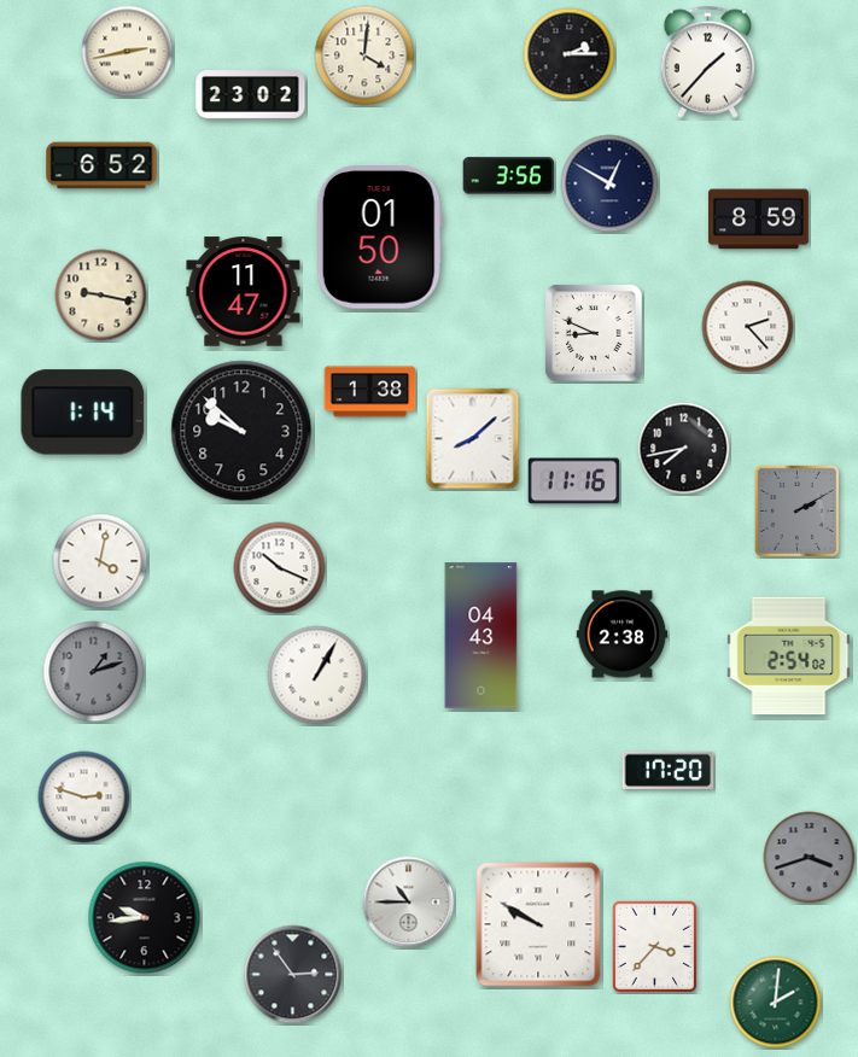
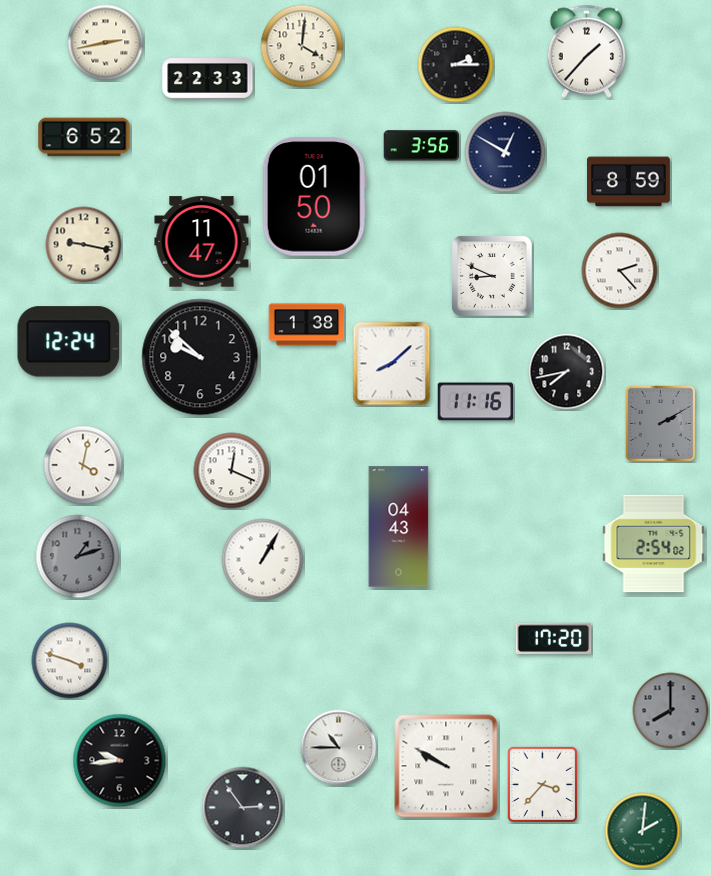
clock at (570, 54) position: (570, 54) -> (456, 65)
clock at (251, 95): 23:02 -> 22:33
clock at (83, 413): 1:14 -> 12:24
clock at (574, 481) position: (574, 481) -> (476, 402)
clock at (280, 568): 10:19 -> 12:19
clock at (623, 635): 2:38 -> none
clock at (84, 798): 2:48 -> 3:48
clock at (810, 858): 3:42 -> 8:00
